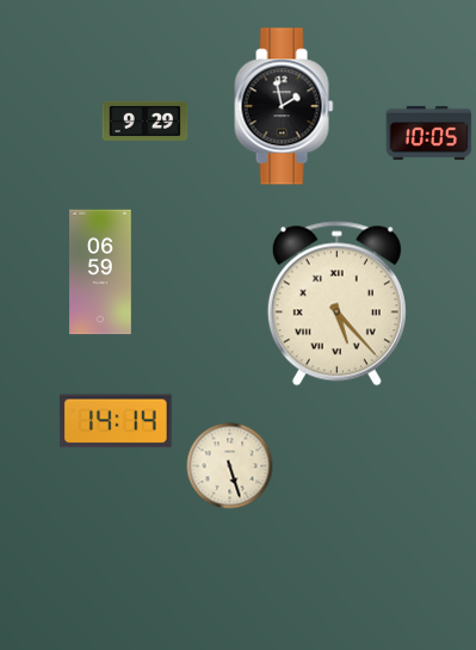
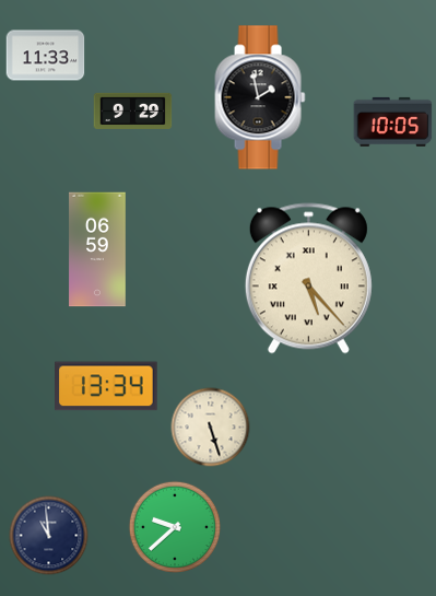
clock at (46, 56): none -> 11:33
clock at (100, 272) position: (100, 272) -> (97, 249)
clock at (117, 421): 14:14 -> 13:34
clock at (174, 526): none -> 9:38
clock at (49, 536): none -> 10:59
